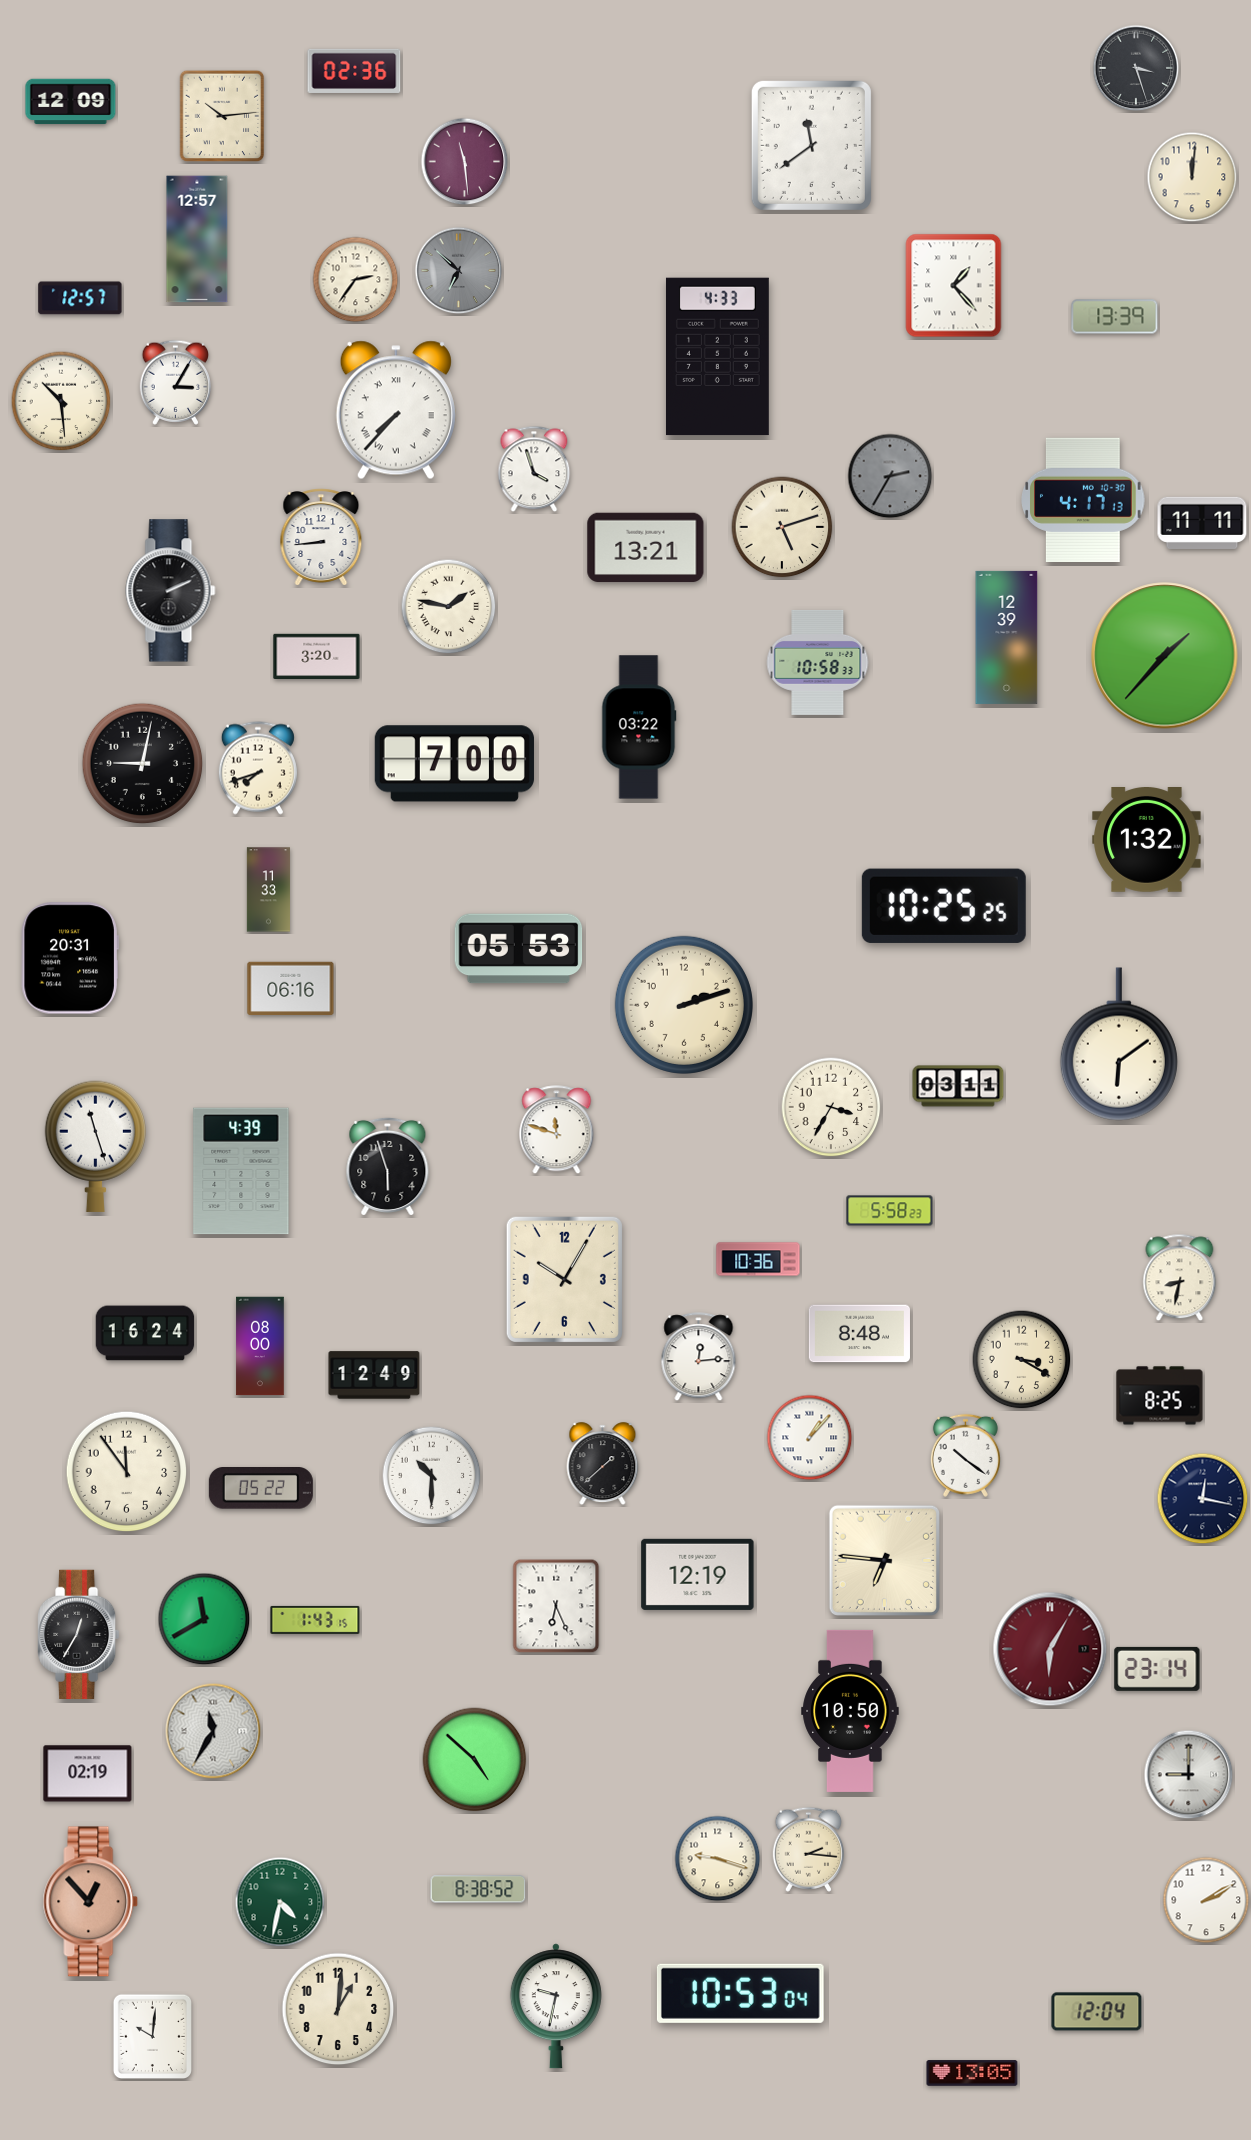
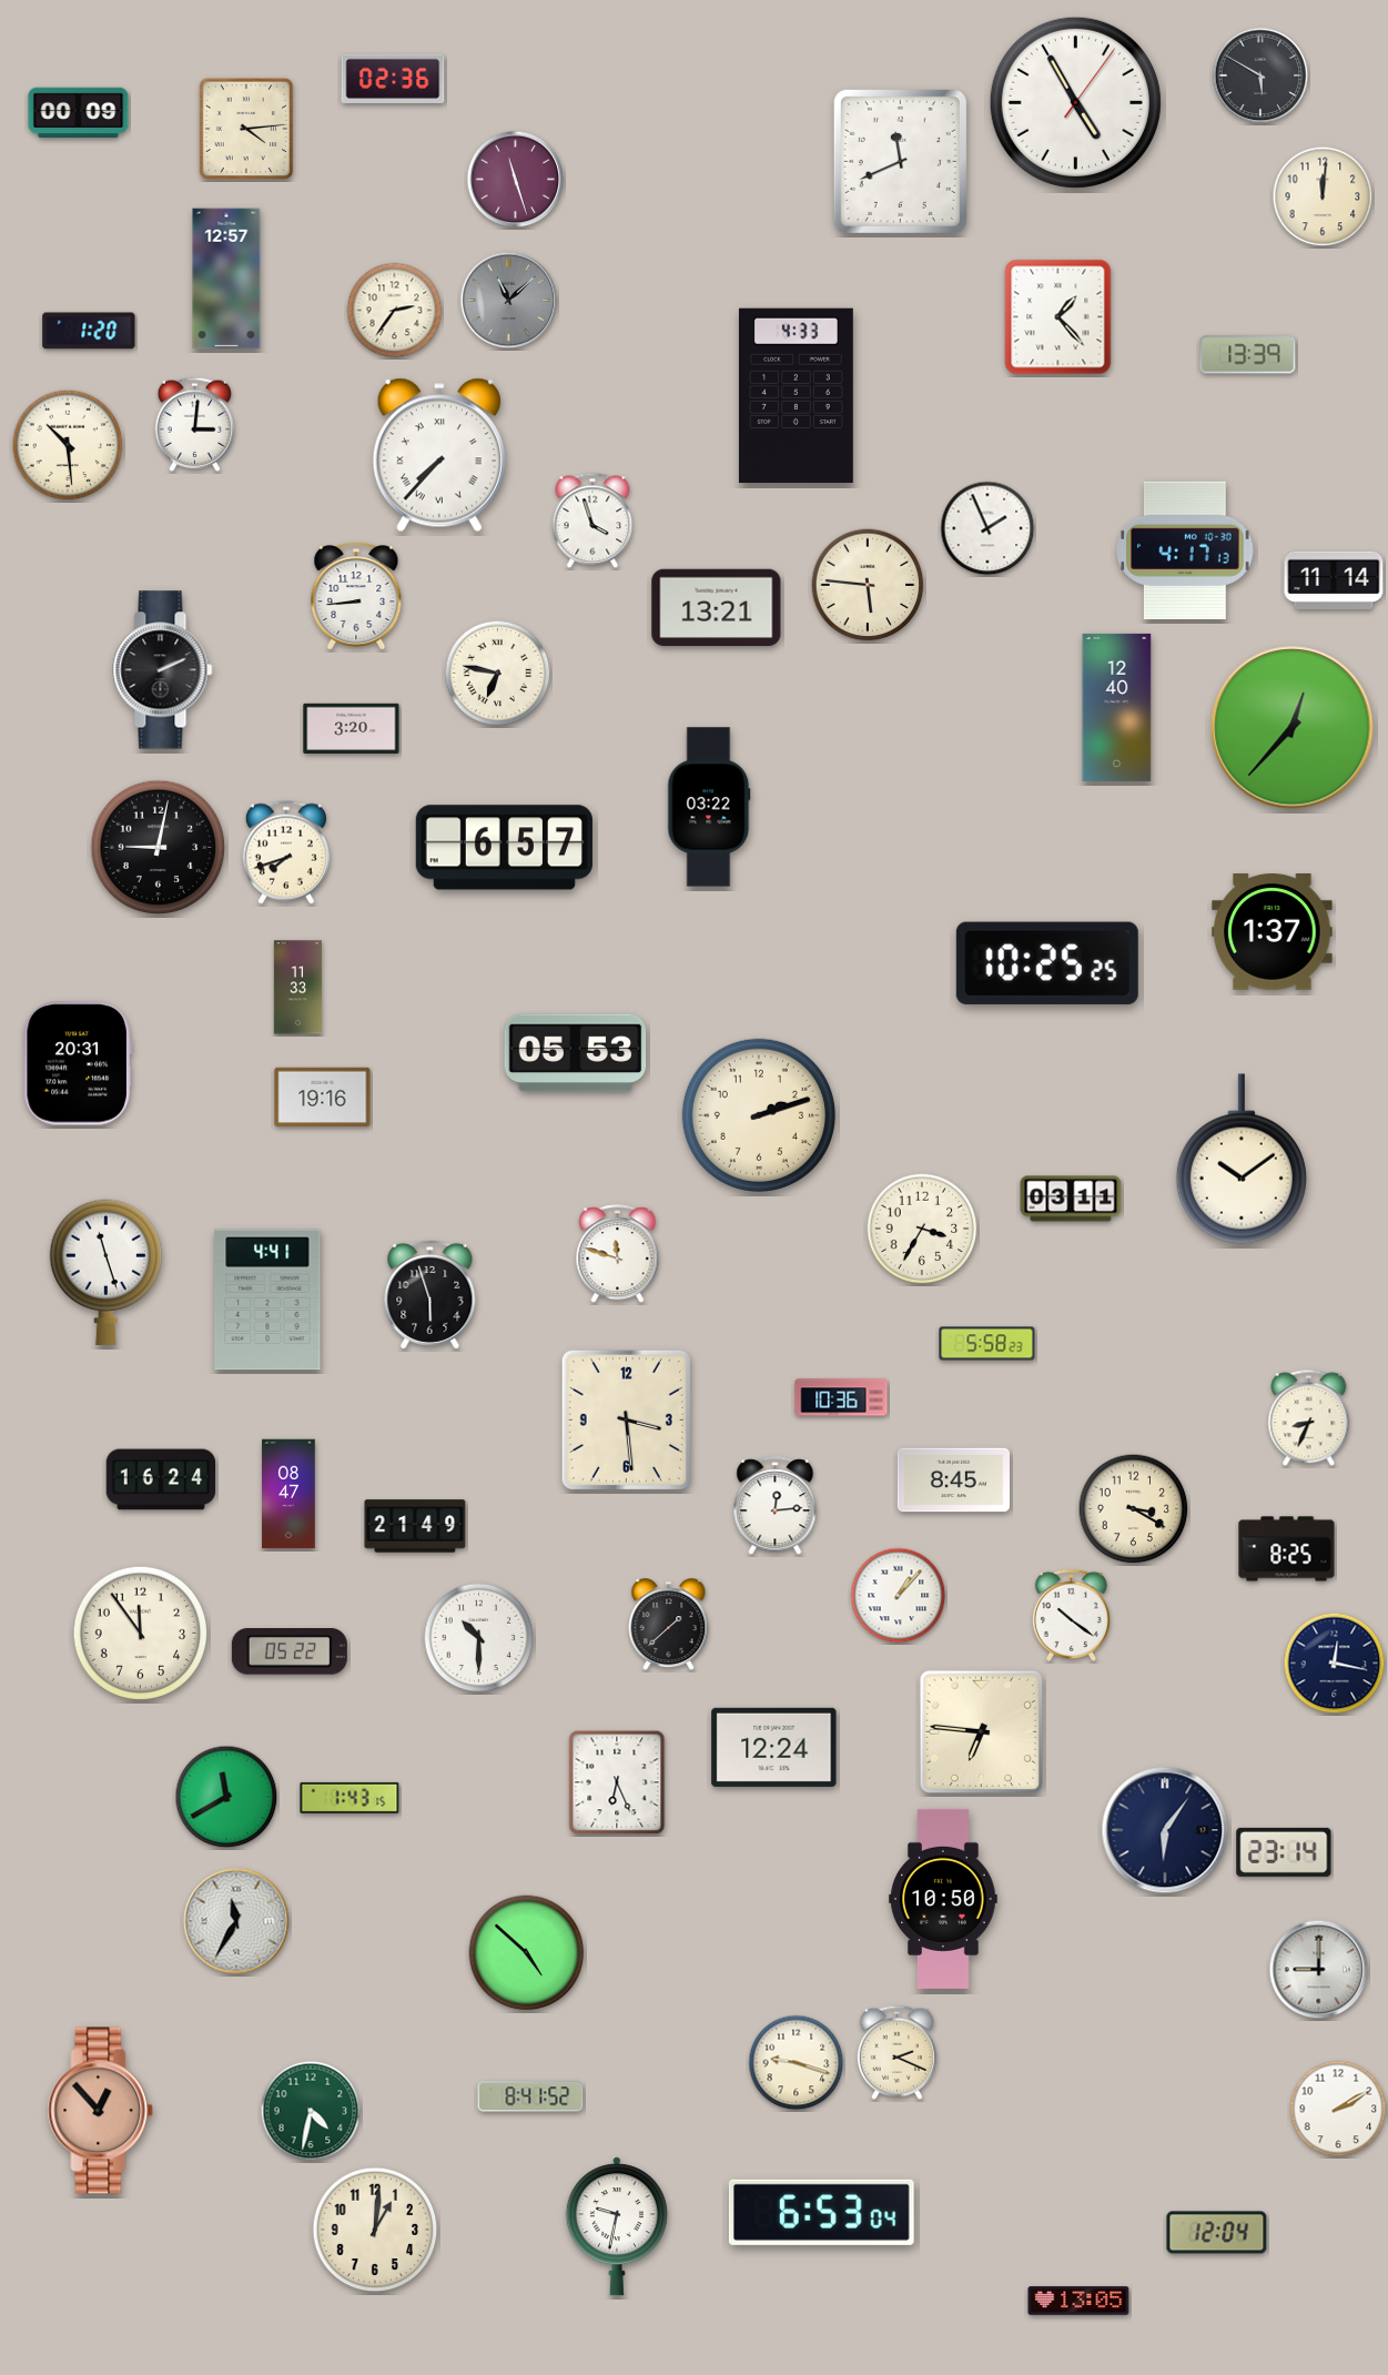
clock at (1136, 68): 3:27 -> 5:50
clock at (1075, 102): none -> 4:55
clock at (71, 102): 12:09 -> 00:09
clock at (222, 116): 10:14 -> 4:14
clock at (811, 145): 11:39 -> 11:41
clock at (465, 162): 11:29 -> 11:27
clock at (197, 239) position: (197, 239) -> (226, 279)
clock at (459, 271): 6:52 -> 11:08
clock at (80, 298): 12:57 -> 1:20
clock at (1115, 317) position: (1115, 317) -> (1248, 355)
clock at (176, 382): 3:05 -> 3:01
clock at (890, 476): 2:35 -> 1:56
clock at (890, 476) dial: grey -> white
clock at (1083, 500) position: (1083, 500) -> (1185, 550)
clock at (1202, 523): 11:11 -> 11:14
clock at (782, 527): 5:12 -> 5:46
clock at (171, 591) position: (171, 591) -> (163, 670)
clock at (449, 607): 1:47 -> 6:47
clock at (1007, 637): 12:39 -> 12:40
clock at (1165, 656): 1:37 -> 12:37
clock at (818, 662): 10:58 -> none
clock at (454, 764): 7:00 -> 6:57
clock at (1147, 840): 1:32 -> 1:37
clock at (944, 906) position: (944, 906) -> (1047, 963)
clock at (291, 989): 06:16 -> 19:16
clock at (1119, 1044): 6:09 -> 10:09
clock at (958, 1086) position: (958, 1086) -> (1071, 1199)
clock at (241, 1171): 4:39 -> 4:41
clock at (1180, 1278): 8:32 -> 8:34
clock at (564, 1279): 10:05 -> 3:29
clock at (859, 1334): 8:48 -> 8:45
clock at (260, 1346): 08:00 -> 08:47
clock at (374, 1375): 12:49 -> 21:49
clock at (698, 1574): 12:19 -> 12:24
clock at (79, 1634): 12:35 -> none
clock at (1050, 1649): 6:05 -> 6:06
clock at (1050, 1649) dial: burgundy -> navy
clock at (88, 1774): 02:19 -> none
clock at (809, 1849): 2:16 -> 2:19
clock at (478, 1889): 8:38 -> 8:41
clock at (740, 1993): 10:53 -> 6:53
clock at (152, 2036): 10:01 -> none
